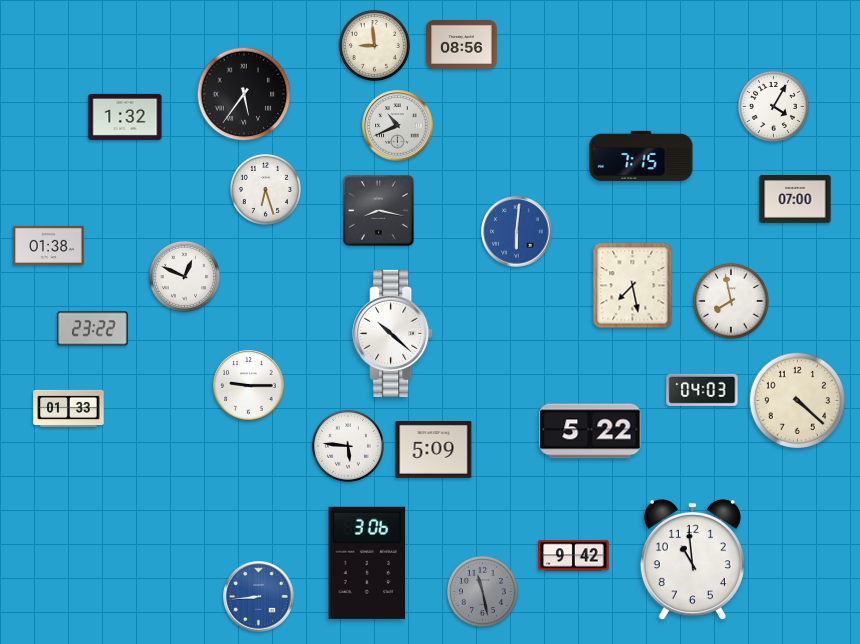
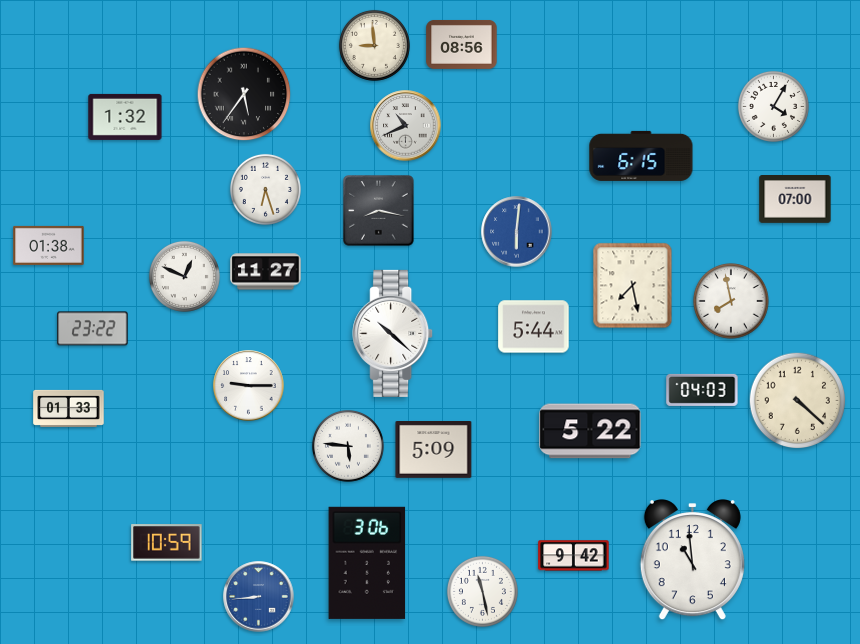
clock at (398, 126) position: (398, 126) -> (406, 126)
clock at (641, 156): 7:15 -> 6:15
clock at (266, 272): none -> 11:27
clock at (534, 327): none -> 5:44
clock at (167, 543): none -> 10:59
clock at (482, 591) dial: grey -> white
